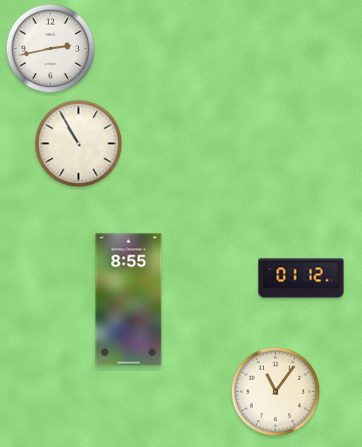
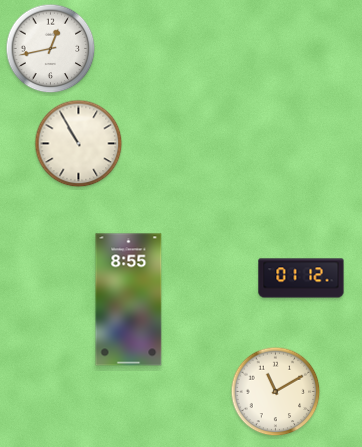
clock at (51, 49): 2:43 -> 12:43
clock at (276, 392): 11:06 -> 11:10
